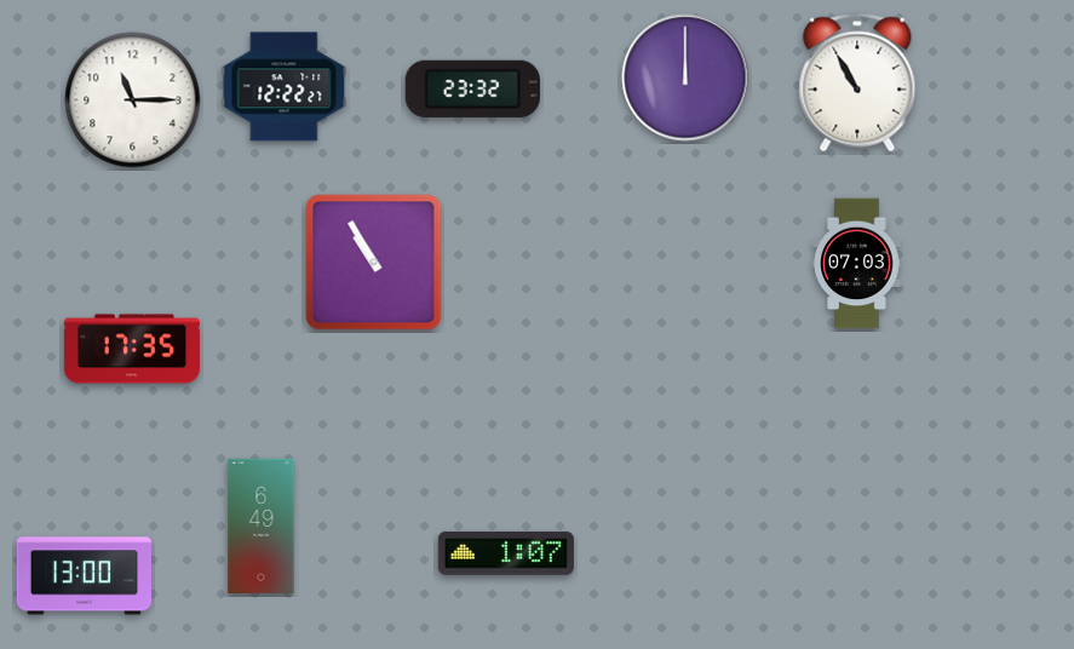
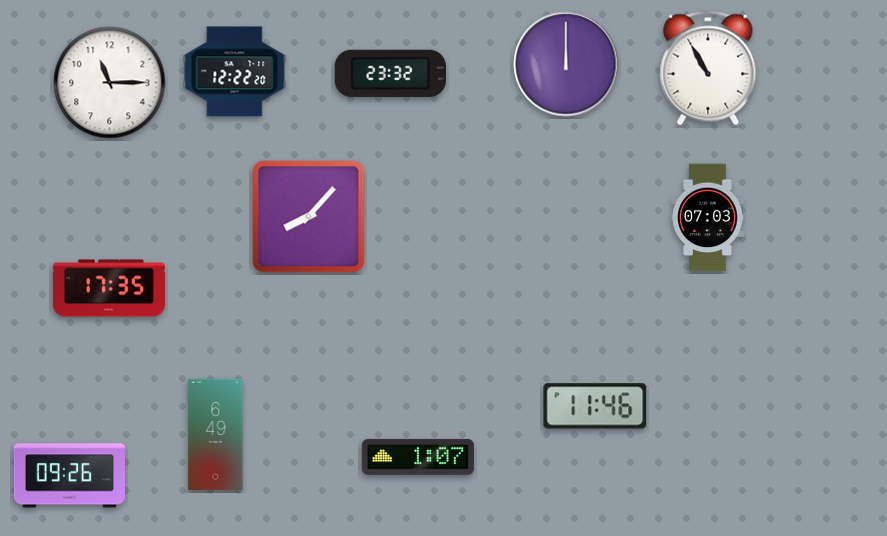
clock at (285, 87): 12:22:27 -> 12:22:20
clock at (374, 263): 10:55 -> 8:07
clock at (595, 406): none -> 11:46
clock at (84, 576): 13:00 -> 09:26
